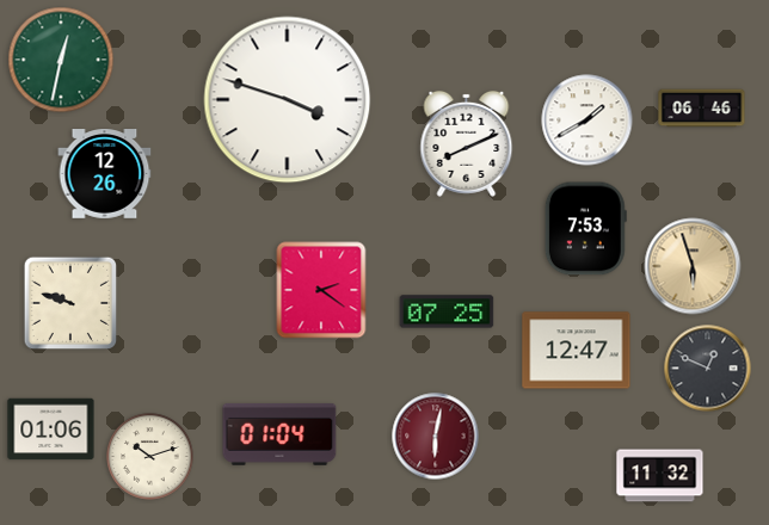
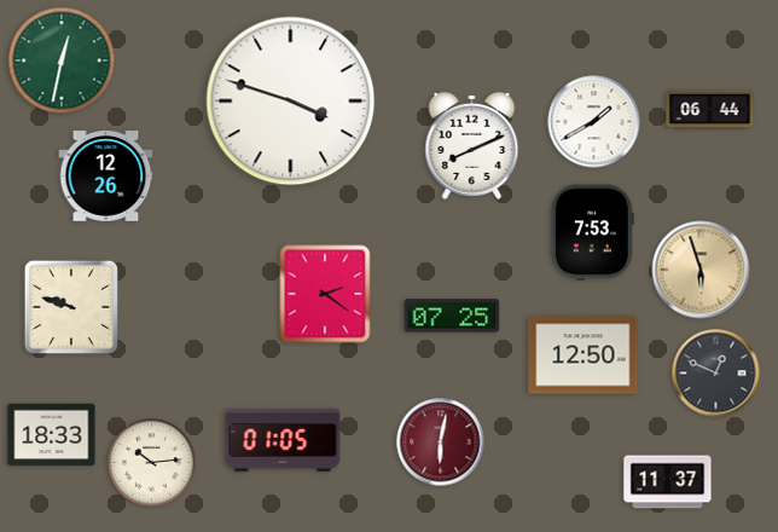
clock at (702, 109): 06:46 -> 06:44
clock at (577, 351): 12:47 -> 12:50
clock at (51, 430): 01:06 -> 18:33
clock at (279, 434): 01:04 -> 01:05
clock at (150, 457): 10:12 -> 10:14
clock at (660, 476): 11:32 -> 11:37
